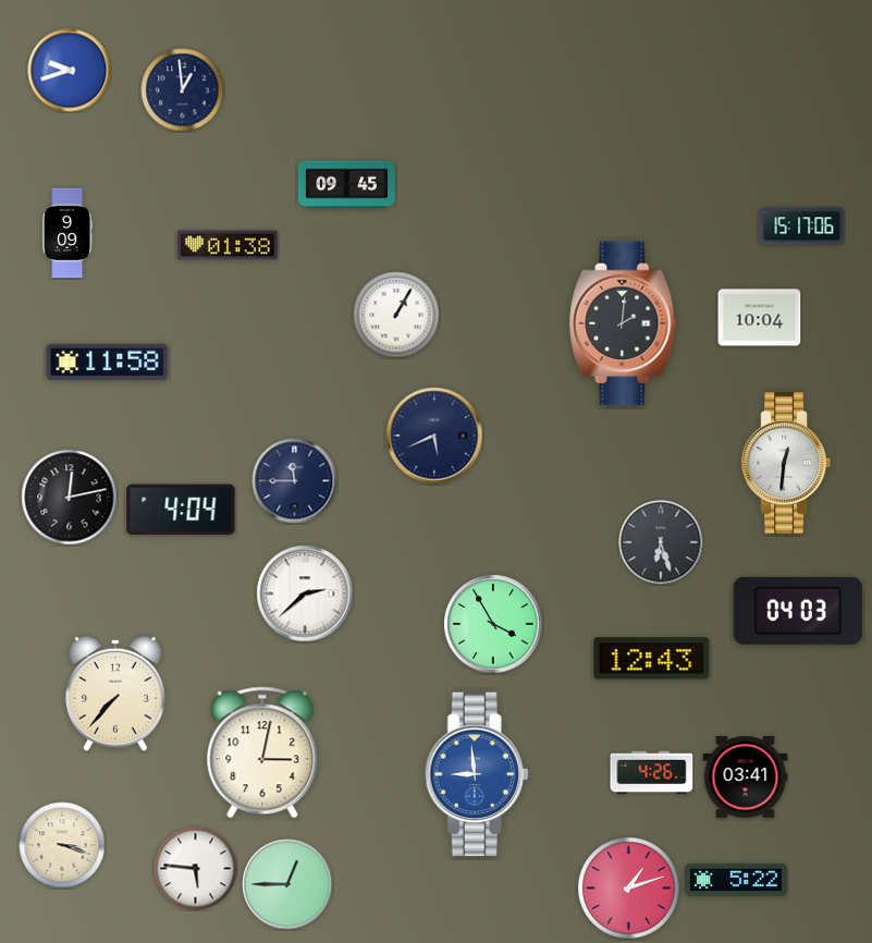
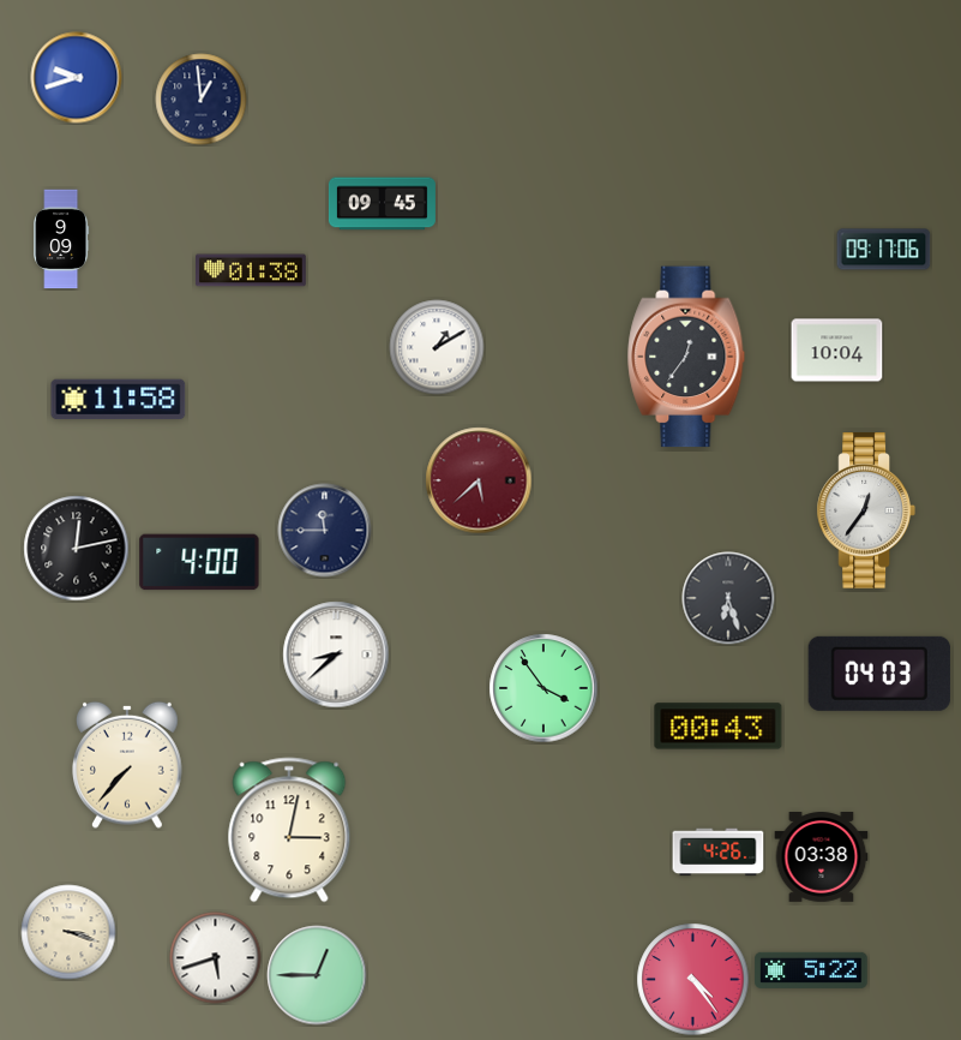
clock at (802, 226): 15:17 -> 09:17
clock at (67, 233) position: (67, 233) -> (61, 239)
clock at (396, 315): 1:05 -> 1:10
clock at (623, 323): 2:01 -> 12:36
clock at (434, 436): 5:41 -> 5:38
clock at (434, 436) dial: navy -> burgundy
clock at (786, 463): 12:31 -> 12:36
clock at (181, 510): 4:04 -> 4:00
clock at (305, 593): 2:38 -> 8:38
clock at (493, 624): 3:55 -> 3:54
clock at (652, 659): 12:43 -> 00:43
clock at (477, 774): 8:59 -> none
clock at (746, 777): 03:41 -> 03:38
clock at (196, 869): 5:46 -> 5:42
clock at (629, 889): 1:12 -> 4:24
